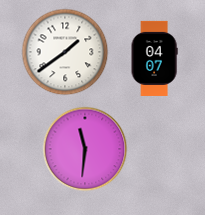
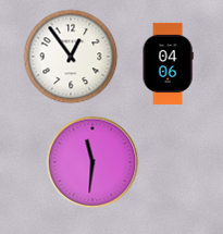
clock at (65, 52): 1:39 -> 12:54
clock at (154, 58): 04:07 -> 04:06
